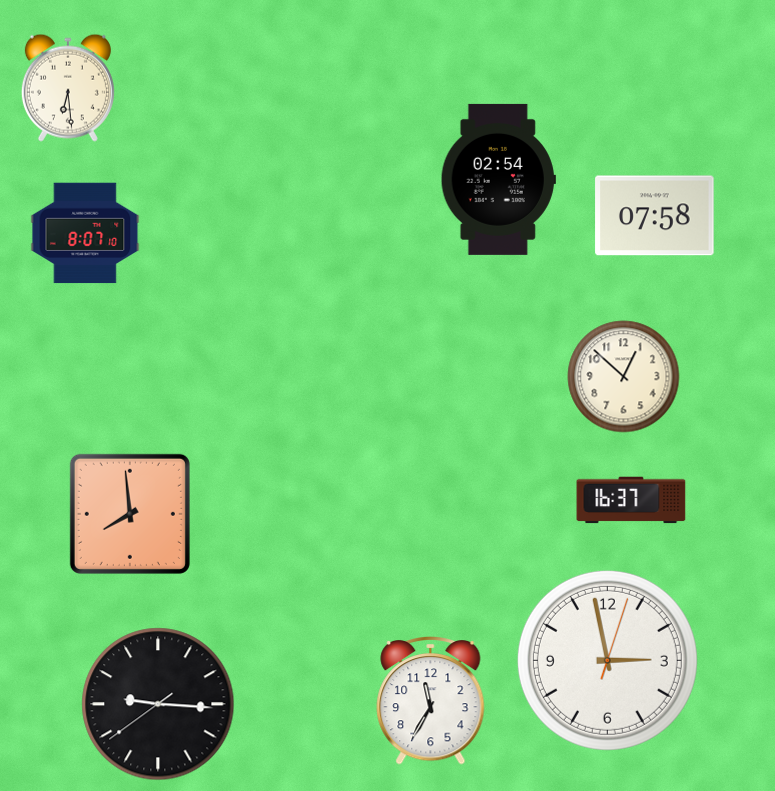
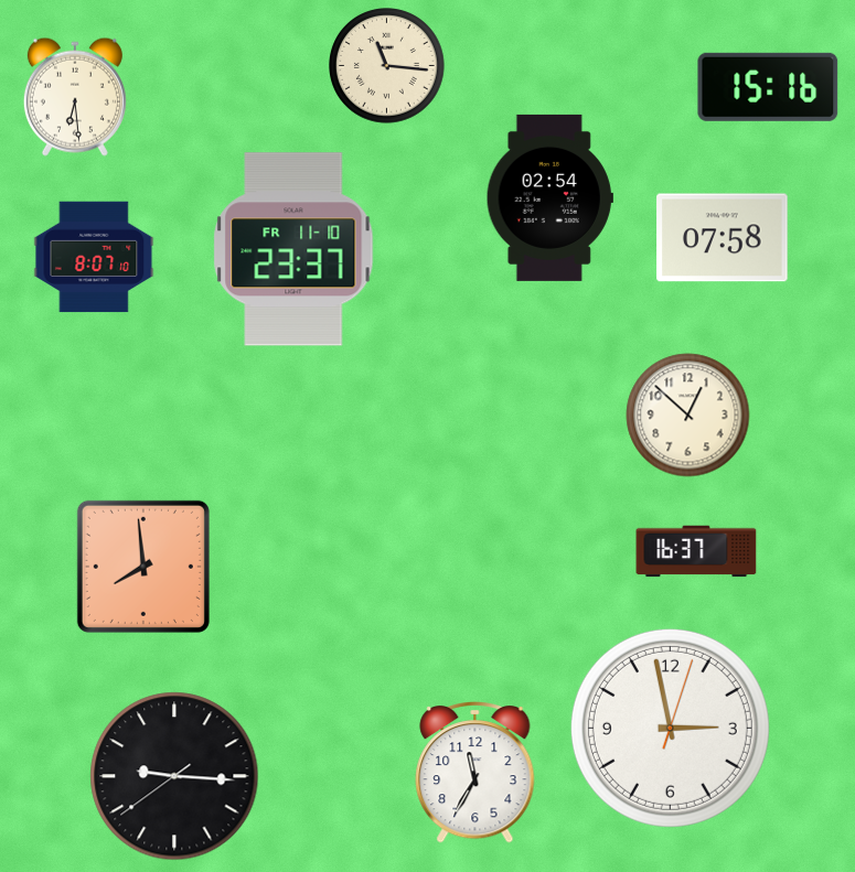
clock at (387, 66): none -> 11:16
clock at (768, 87): none -> 15:16
clock at (293, 249): none -> 23:37
